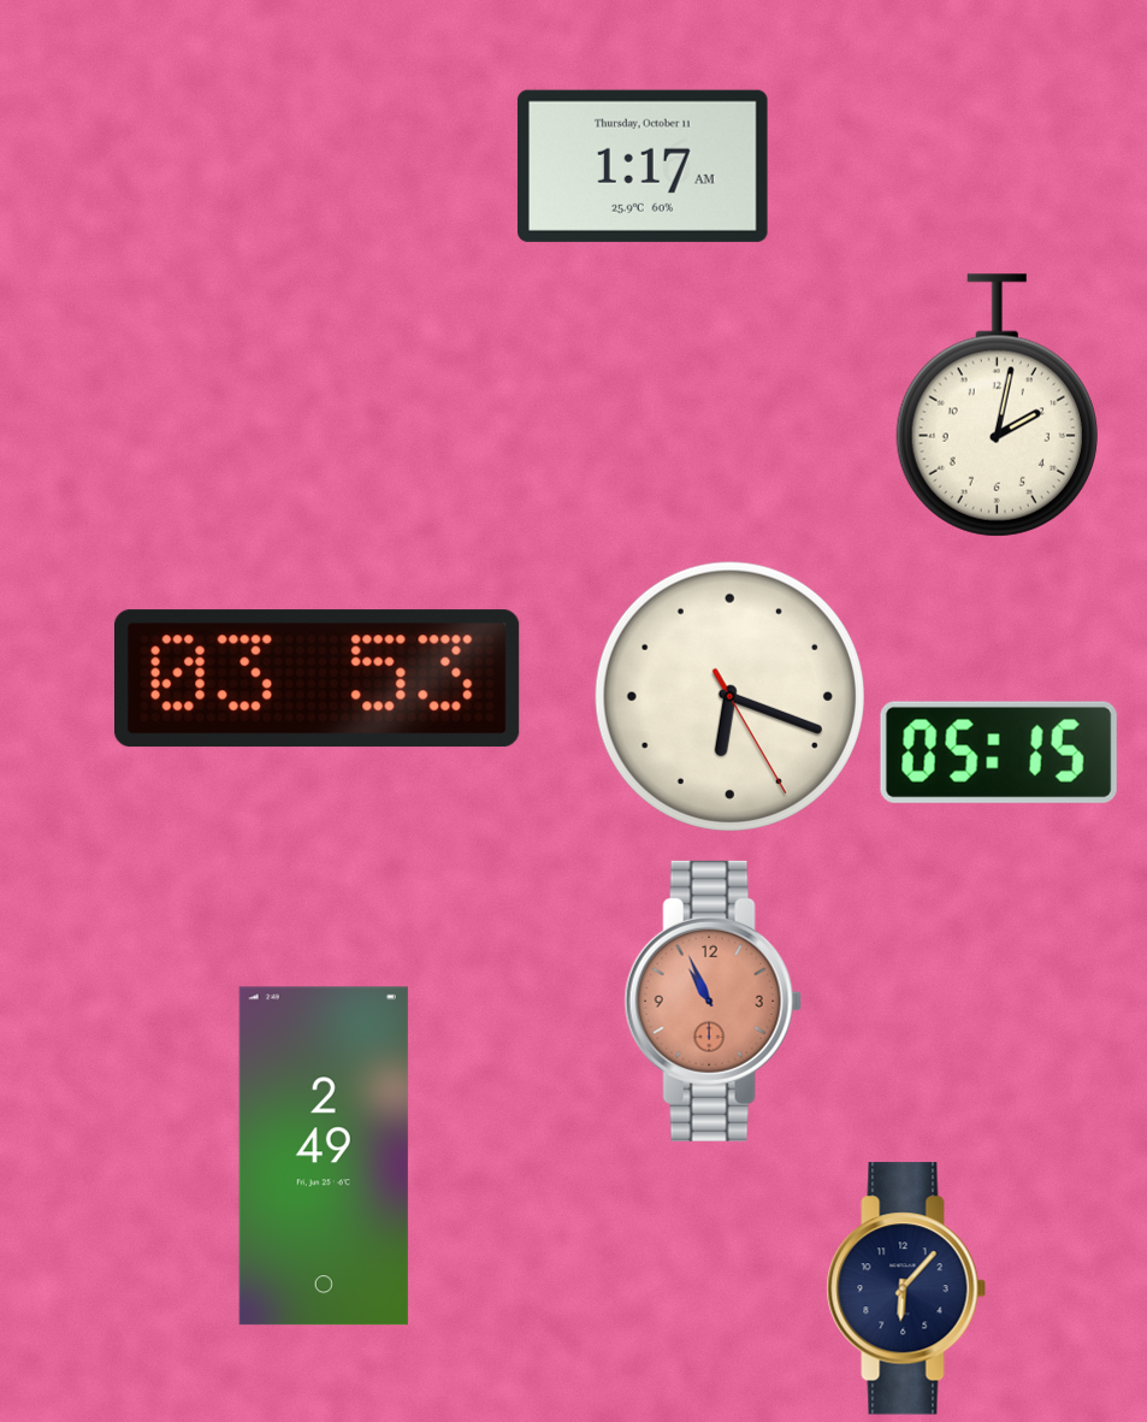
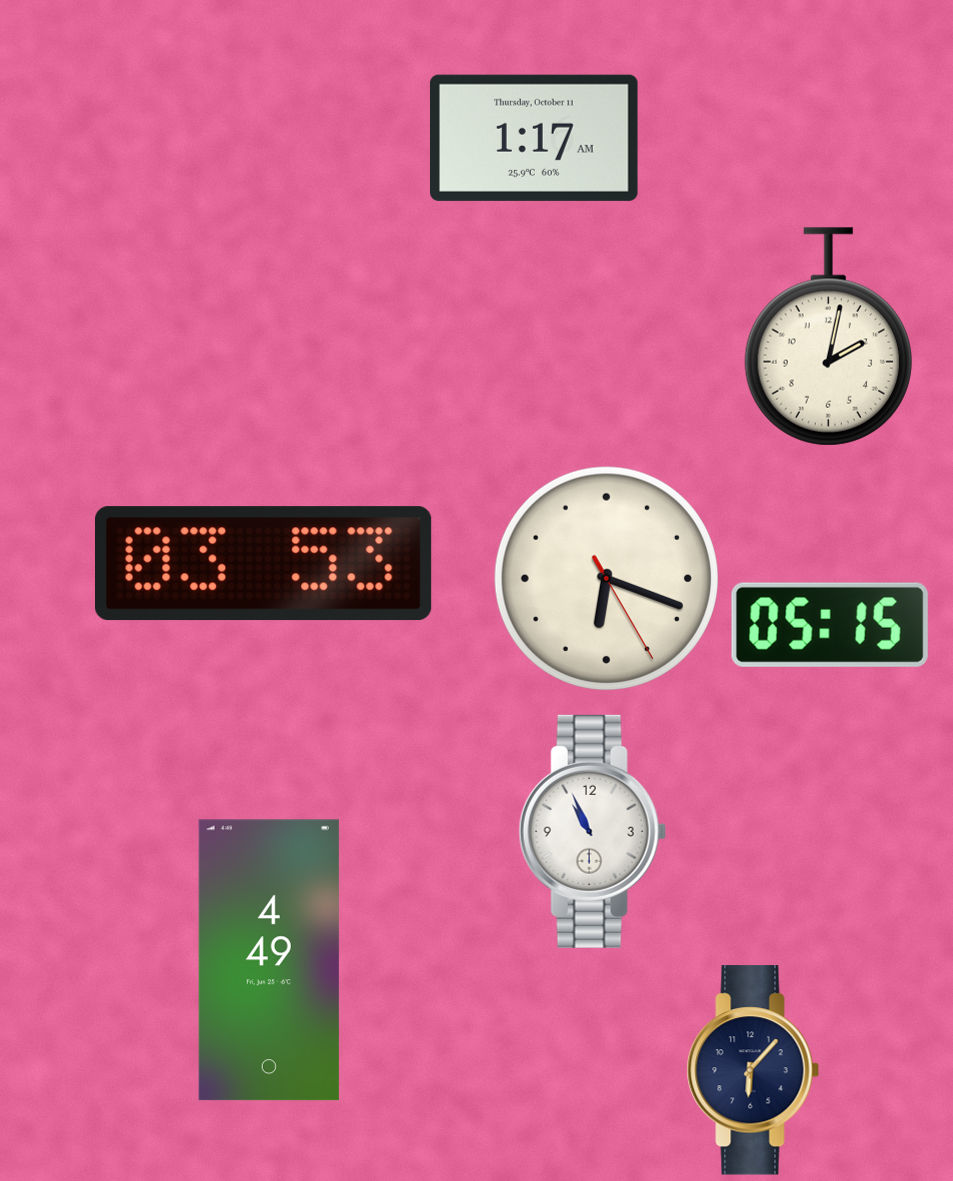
clock at (713, 1001) dial: salmon -> white
clock at (324, 1156): 2:49 -> 4:49
